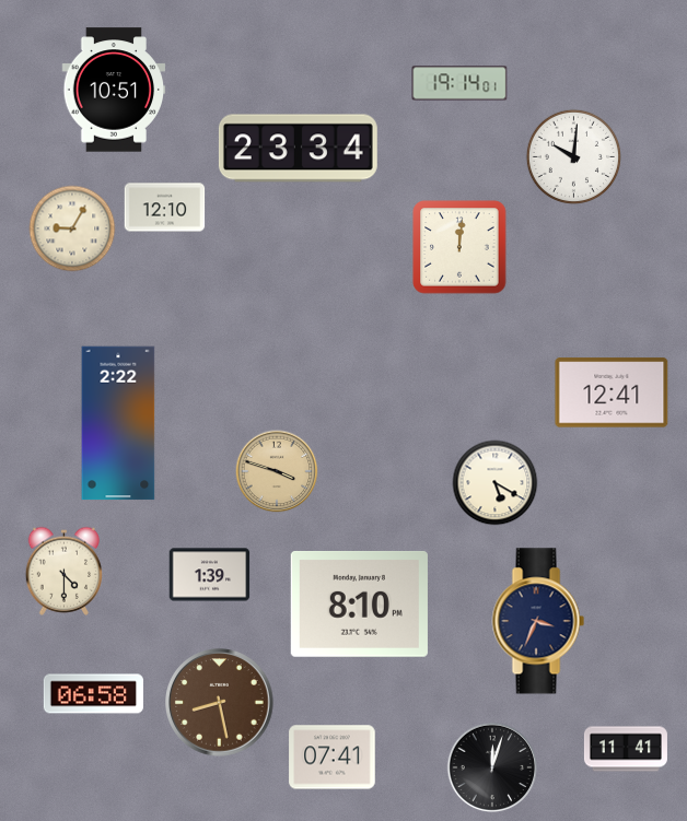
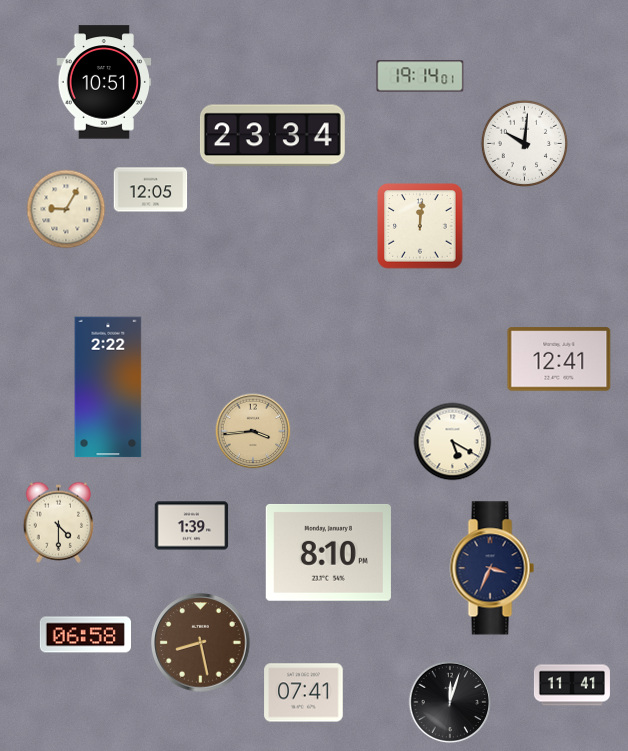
clock at (165, 208): 12:10 -> 12:05
clock at (277, 471): 3:48 -> 3:44
